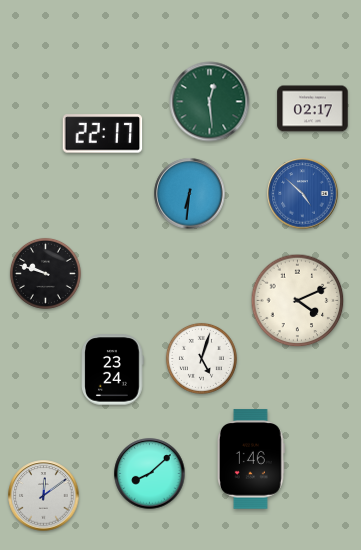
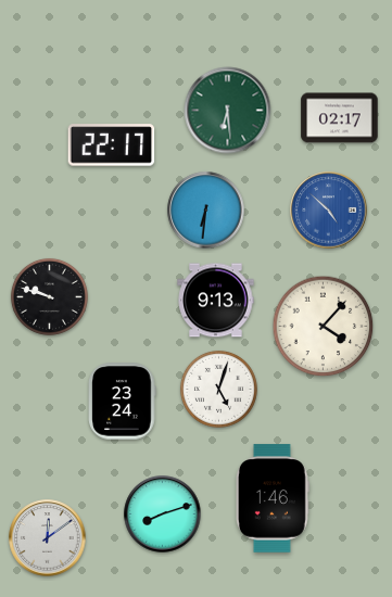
clock at (210, 102): 12:29 -> 6:29
clock at (216, 301): none -> 9:13
clock at (298, 301): 4:11 -> 4:07
clock at (150, 474): 8:08 -> 8:12
